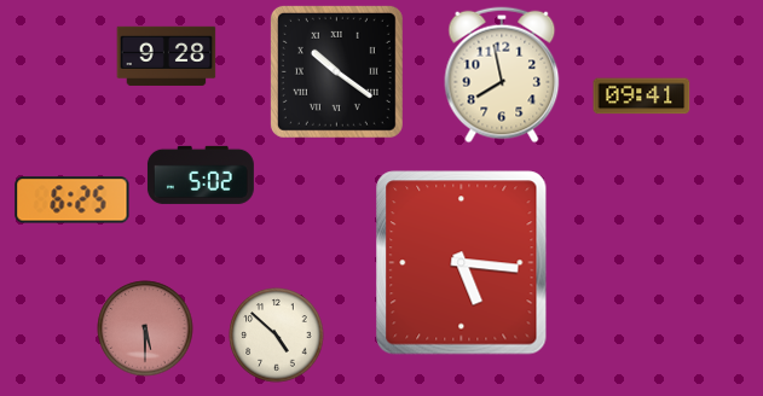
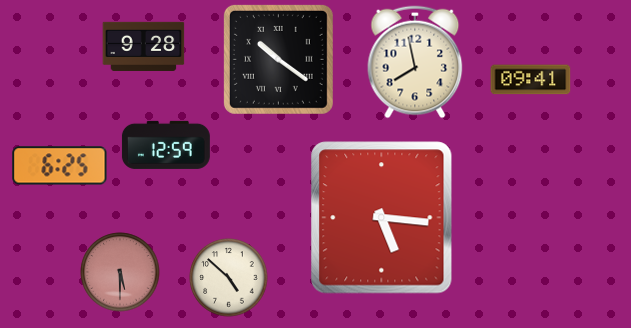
clock at (167, 56) position: (167, 56) -> (144, 46)
clock at (201, 175): 5:02 -> 12:59
